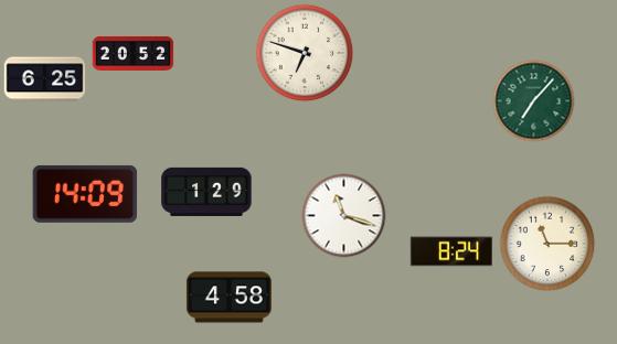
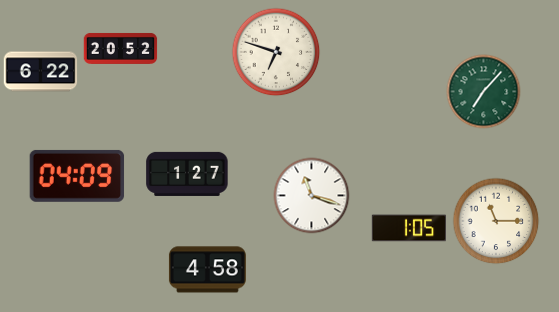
clock at (305, 53) position: (305, 53) -> (276, 52)
clock at (45, 79): 6:25 -> 6:22
clock at (206, 192): 1:29 -> 1:27
clock at (85, 194): 14:09 -> 04:09
clock at (450, 251): 8:24 -> 1:05
